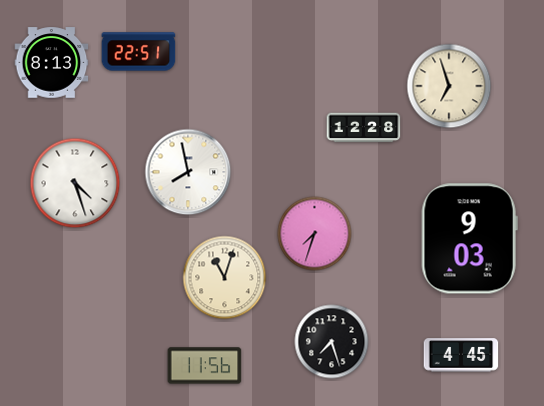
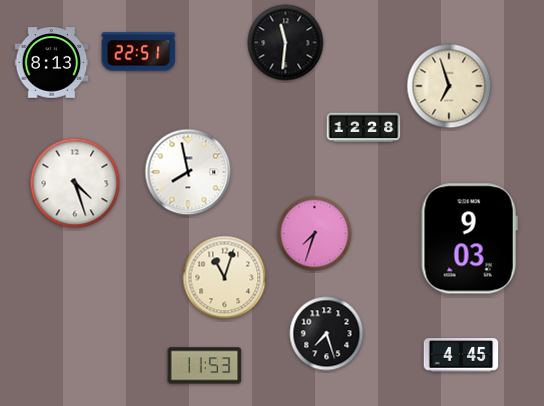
clock at (286, 43): none -> 11:31
clock at (332, 342) position: (332, 342) -> (327, 334)
clock at (205, 366): 11:56 -> 11:53
